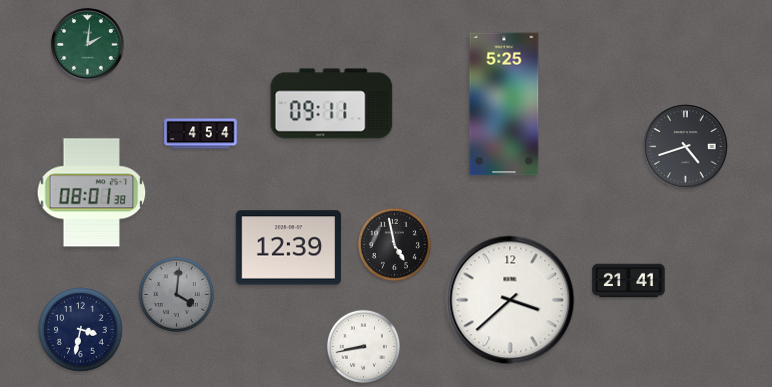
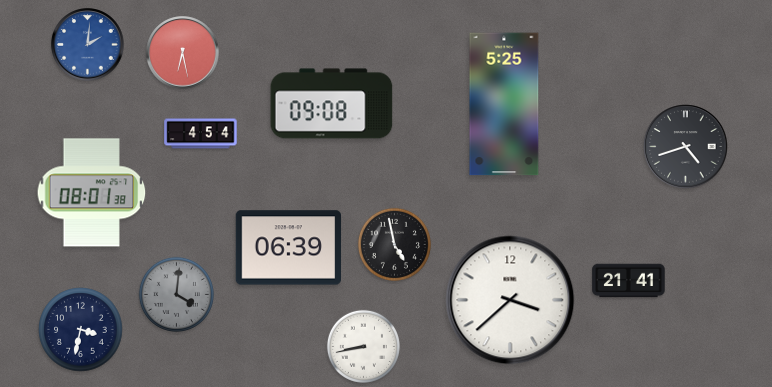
clock at (88, 45) dial: green -> blue
clock at (183, 53): none -> 6:28
clock at (332, 104): 09:11 -> 09:08
clock at (289, 248): 12:39 -> 06:39
